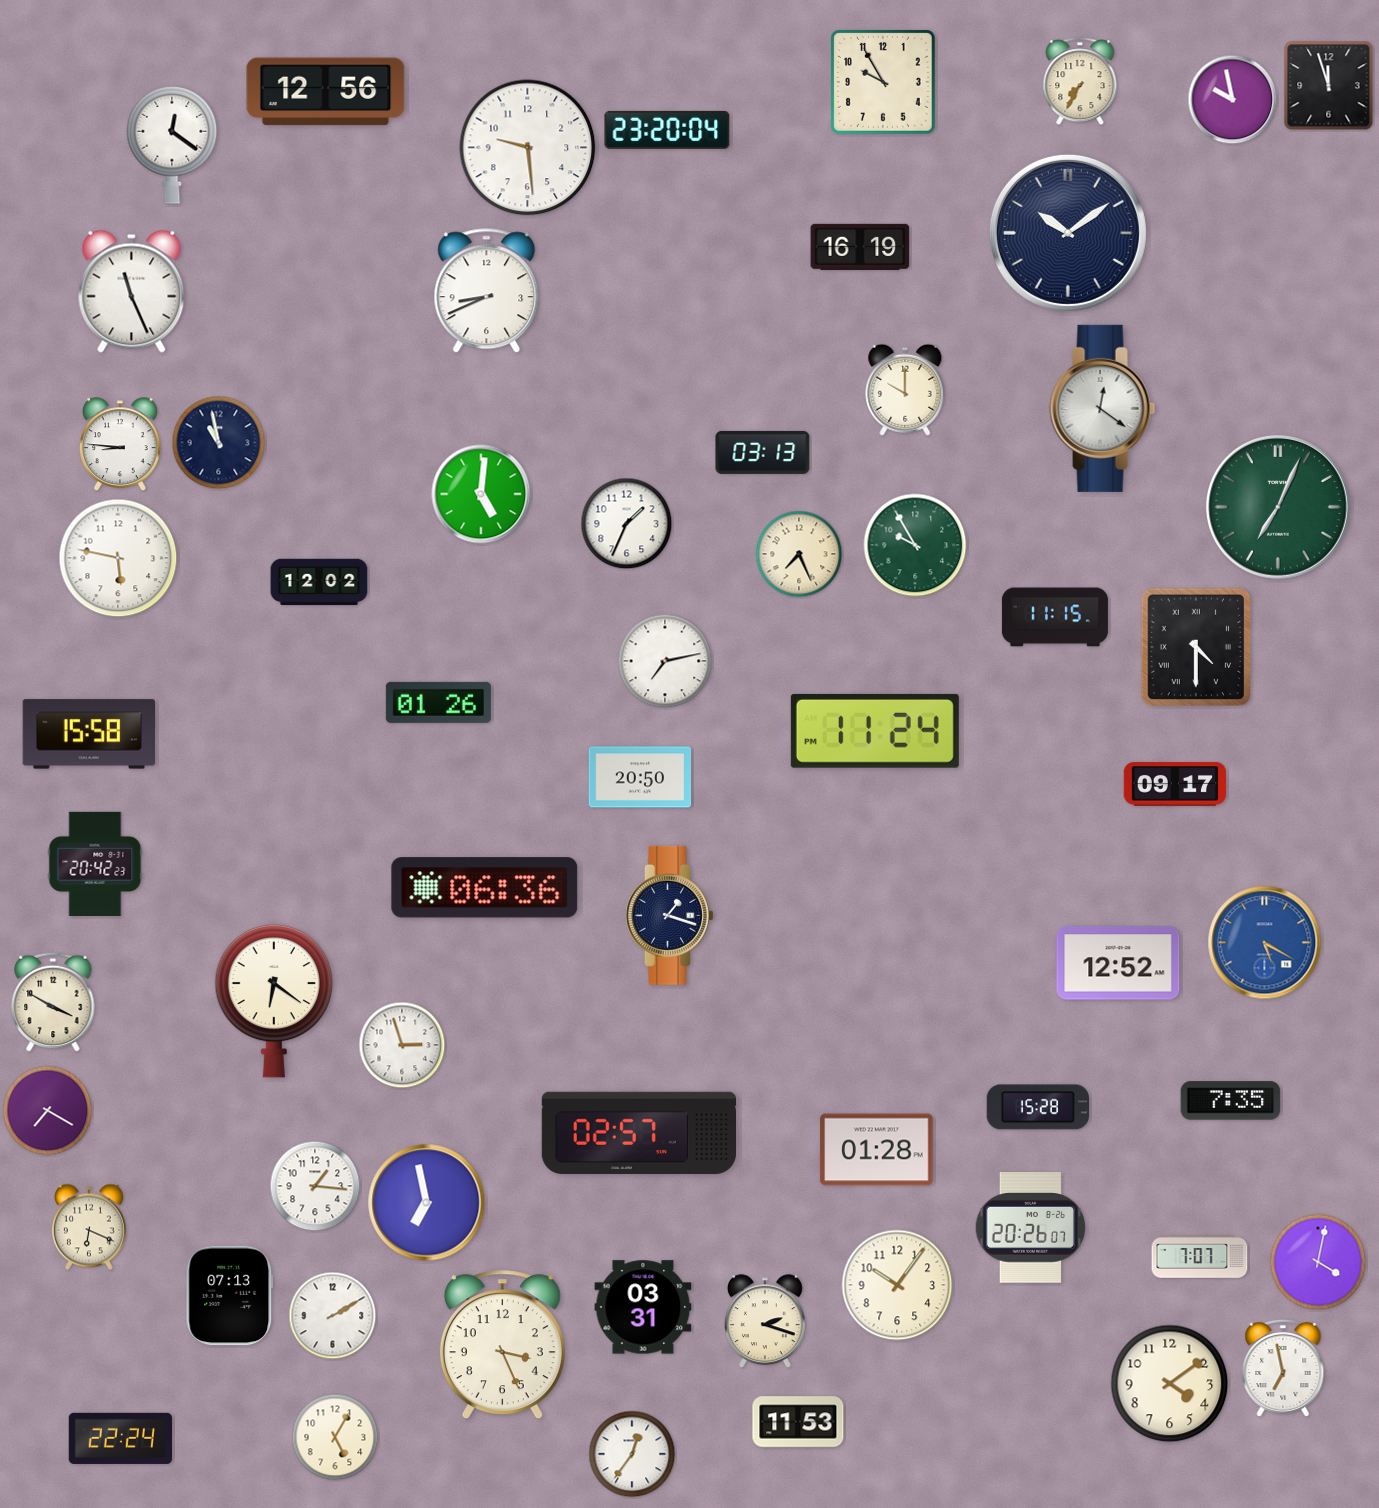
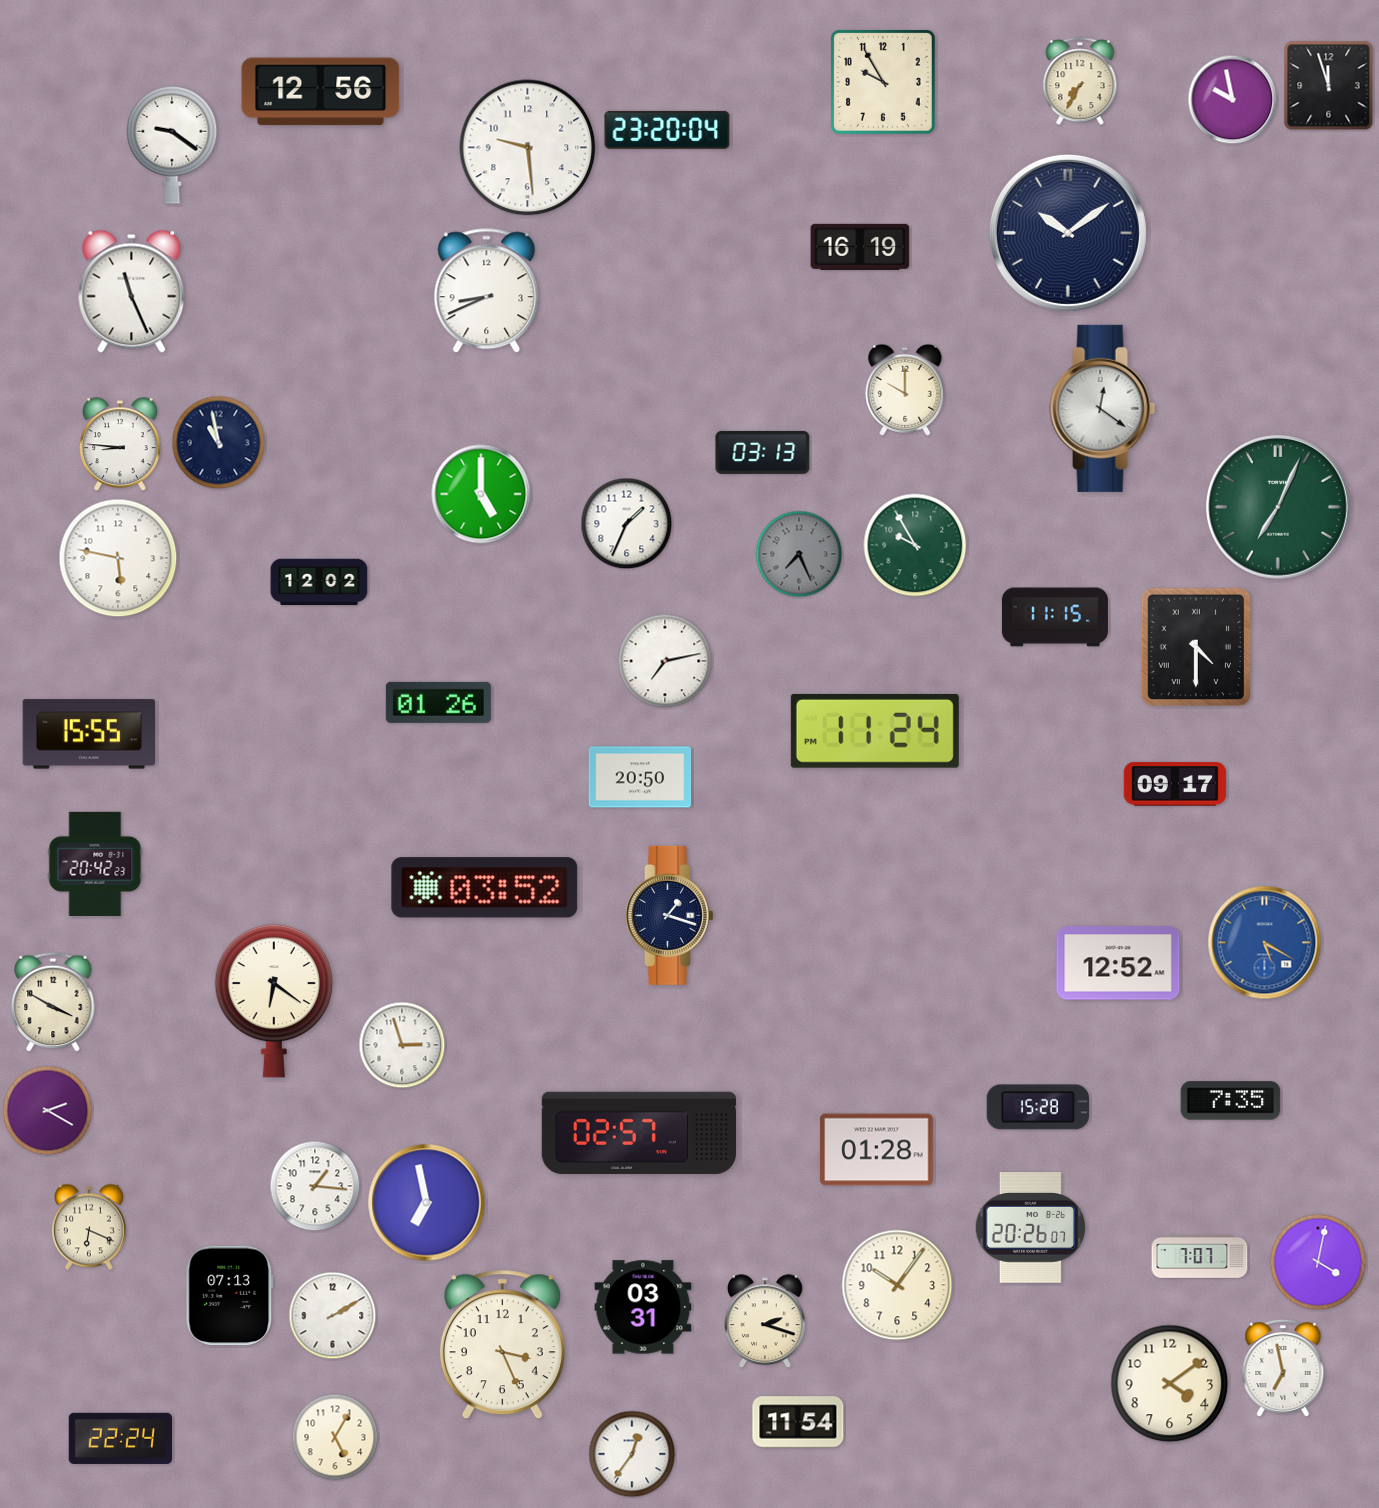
clock at (326, 92) position: (326, 92) -> (321, 92)
clock at (172, 145): 12:21 -> 9:21
clock at (481, 494): 5:01 -> 5:00
clock at (799, 554) dial: cream -> grey
clock at (88, 734): 15:58 -> 15:55
clock at (485, 888): 06:36 -> 03:52
clock at (48, 1111): 7:20 -> 2:20
clock at (798, 1422): 11:53 -> 11:54
